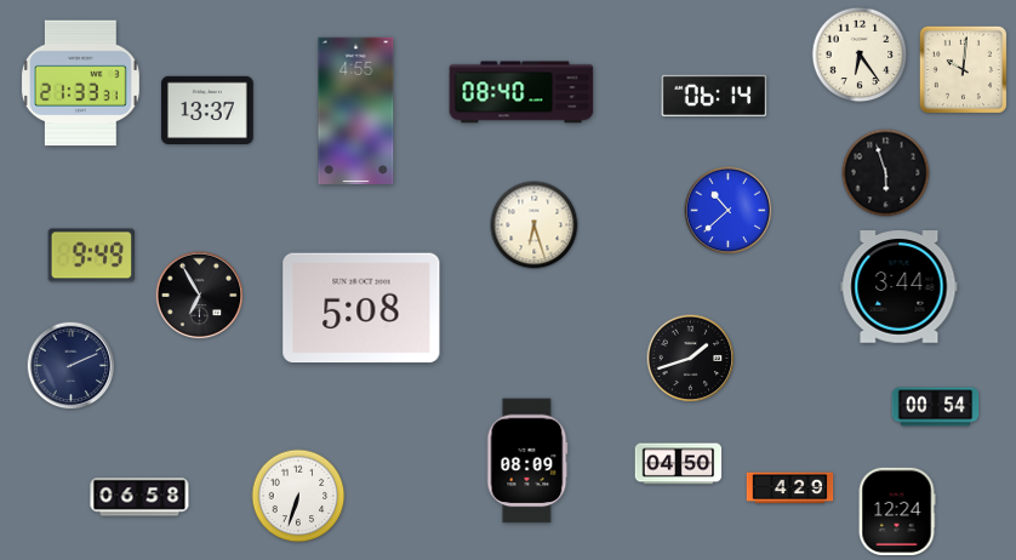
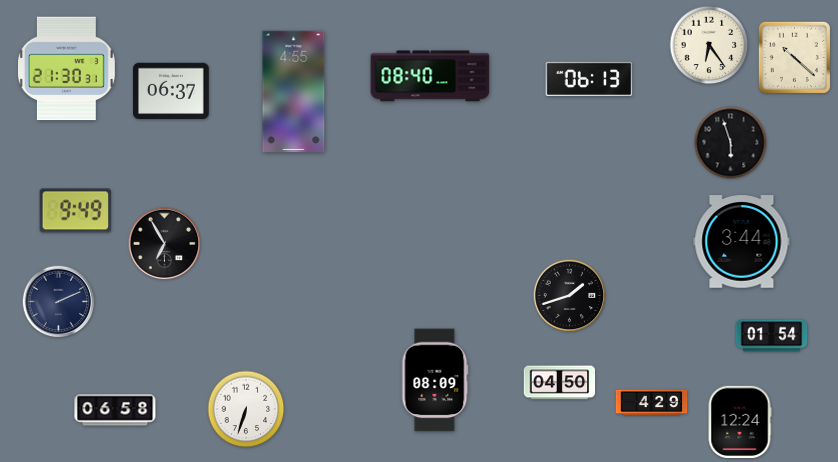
clock at (963, 69): 10:01 -> 10:22
clock at (80, 84): 21:33 -> 21:30
clock at (714, 95): 06:14 -> 06:13
clock at (207, 109): 13:37 -> 06:37
clock at (729, 211): 10:38 -> none
clock at (535, 225): 6:27 -> none
clock at (900, 287) position: (900, 287) -> (742, 242)
clock at (361, 308): 5:08 -> none
clock at (936, 407): 00:54 -> 01:54
